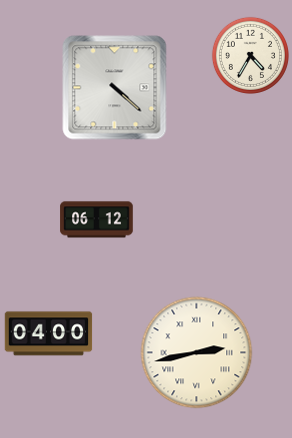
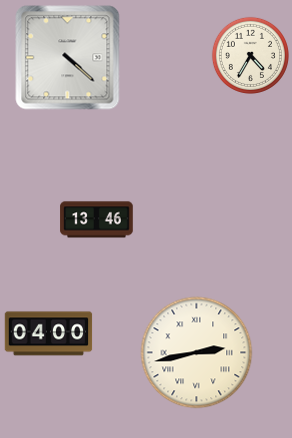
clock at (115, 88) position: (115, 88) -> (68, 58)
clock at (97, 220): 06:12 -> 13:46
